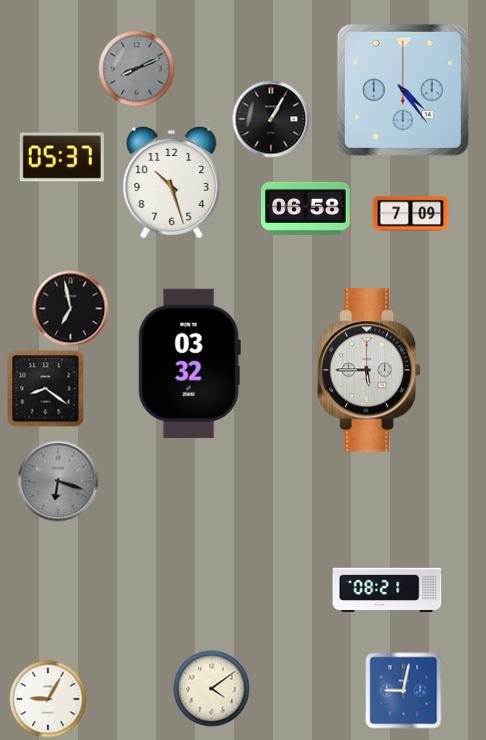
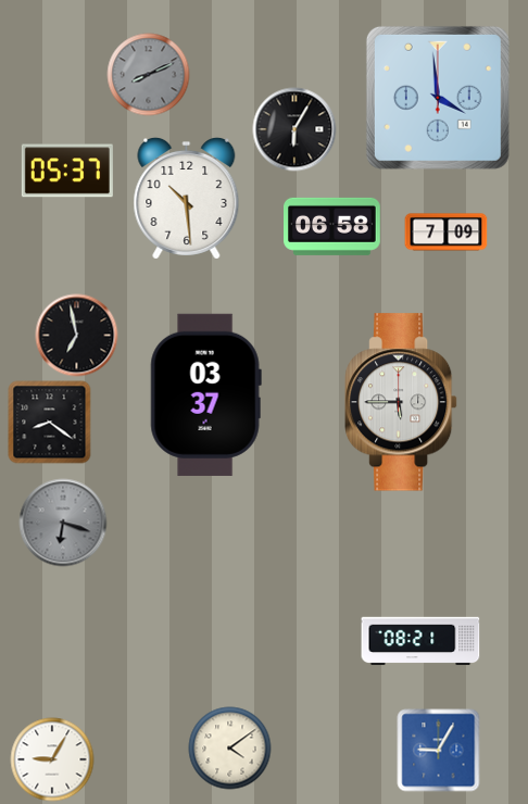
clock at (403, 90): 4:24 -> 3:59
clock at (271, 119): 1:05 -> 6:05
clock at (172, 182): 10:27 -> 10:29
clock at (189, 363): 03:32 -> 03:37
clock at (404, 691): 9:02 -> 9:05
